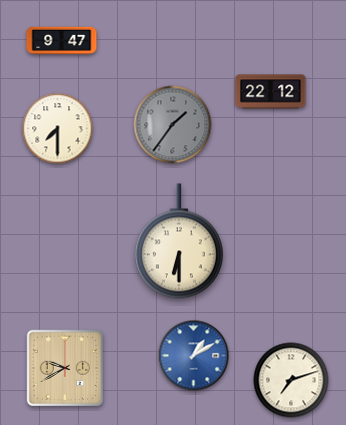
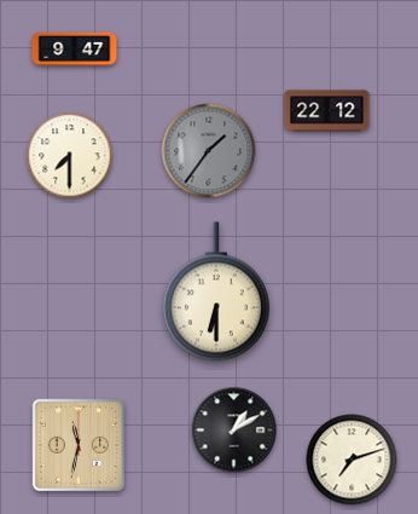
clock at (194, 356) dial: blue -> black
clock at (65, 368): 9:40 -> 11:32
